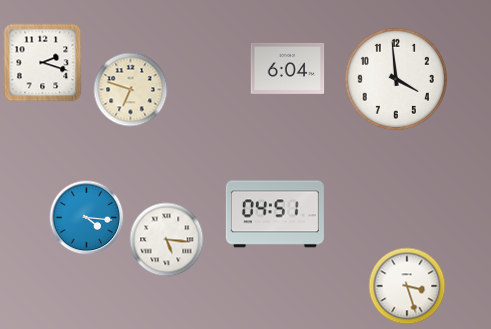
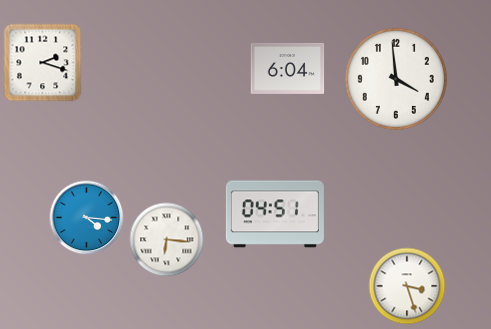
clock at (131, 90): 6:48 -> none
clock at (167, 240): 5:16 -> 6:16
